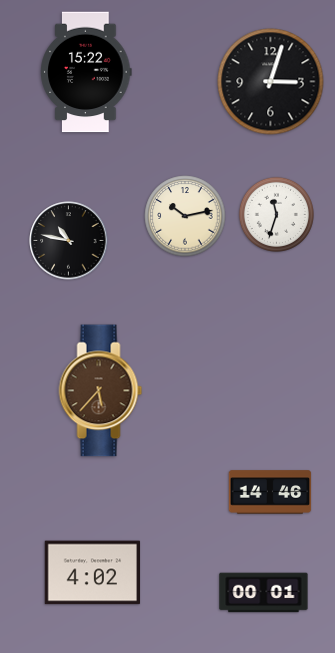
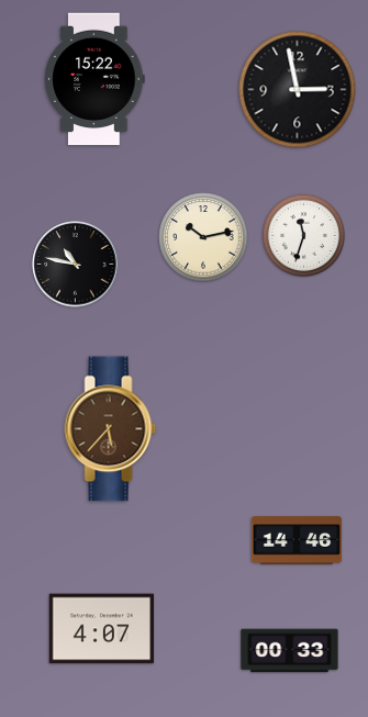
clock at (271, 82): 3:03 -> 2:58
clock at (93, 573): 4:02 -> 4:07
clock at (264, 593): 00:01 -> 00:33
